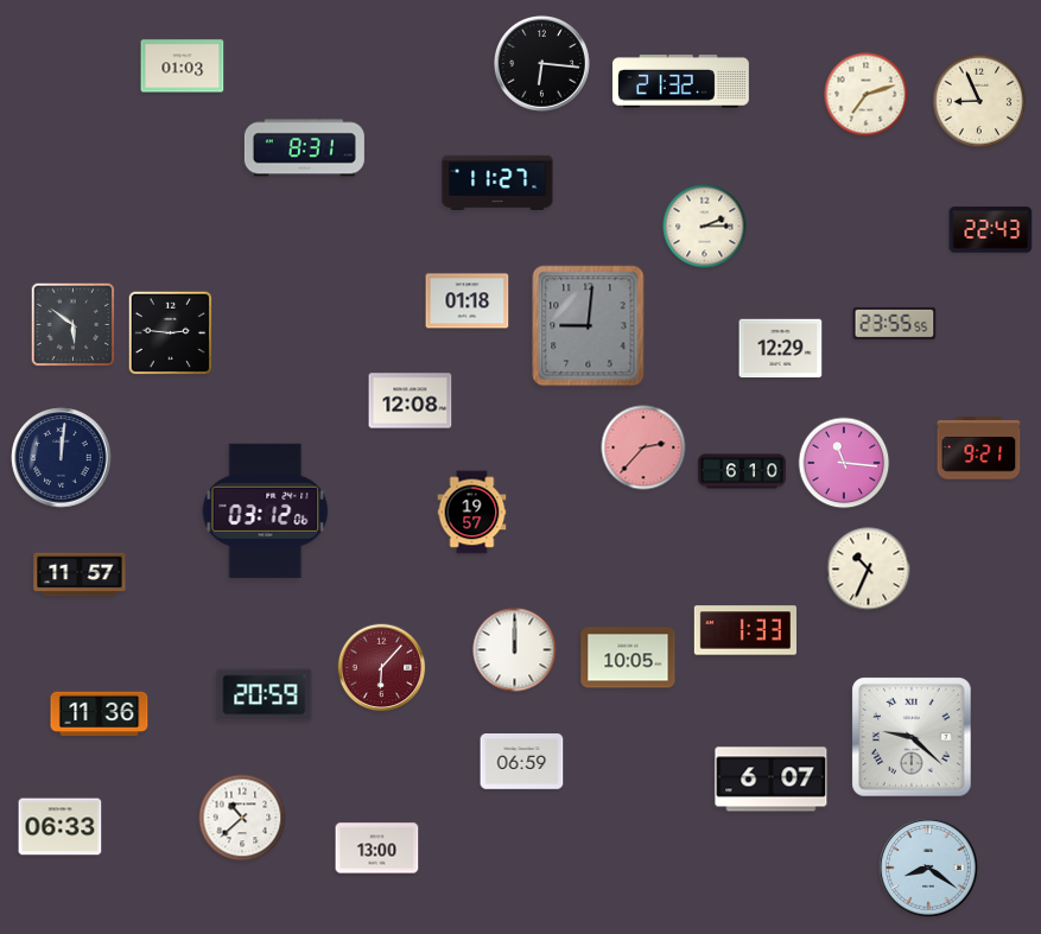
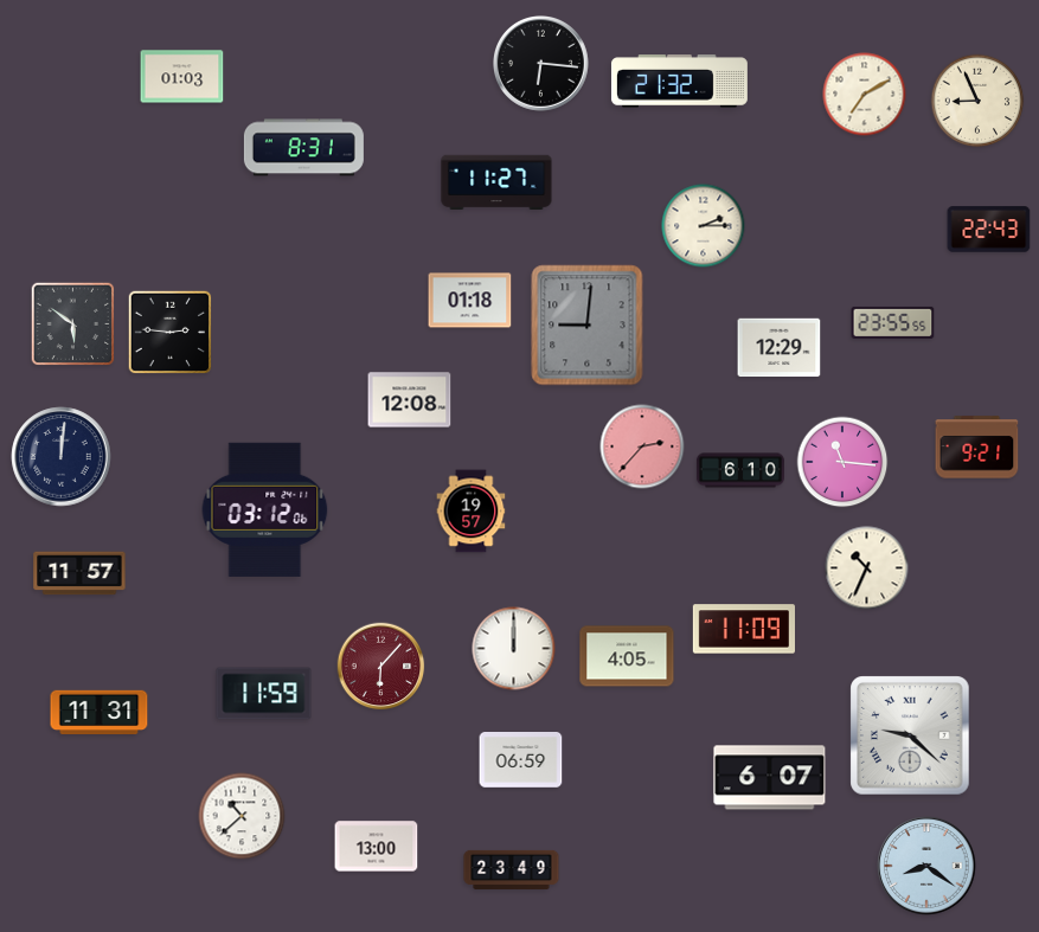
clock at (183, 66) position: (183, 66) -> (182, 77)
clock at (867, 95): 7:12 -> 7:10
clock at (468, 301) position: (468, 301) -> (470, 301)
clock at (744, 630): 1:33 -> 11:09
clock at (628, 657): 10:05 -> 4:05
clock at (265, 695): 20:59 -> 11:59
clock at (100, 714): 11:36 -> 11:31
clock at (61, 827): 06:33 -> none
clock at (512, 869): none -> 23:49
